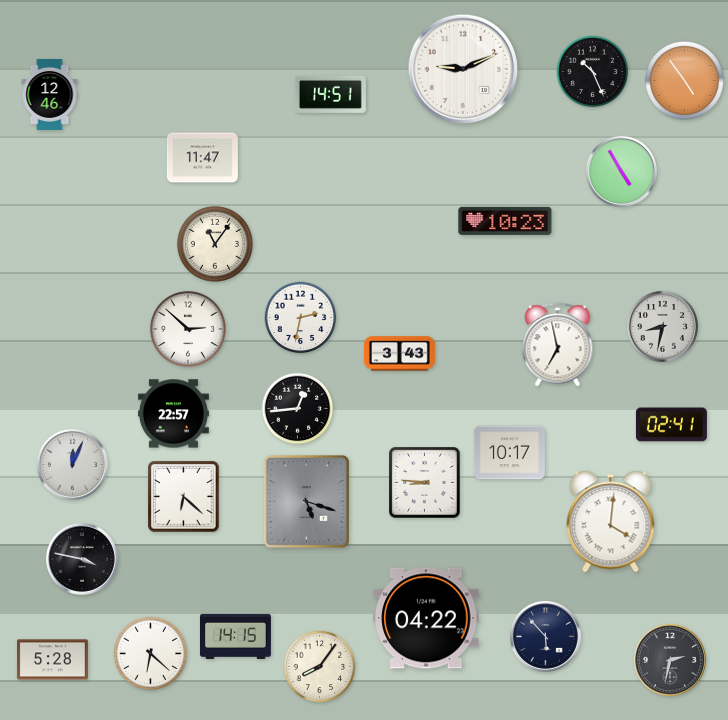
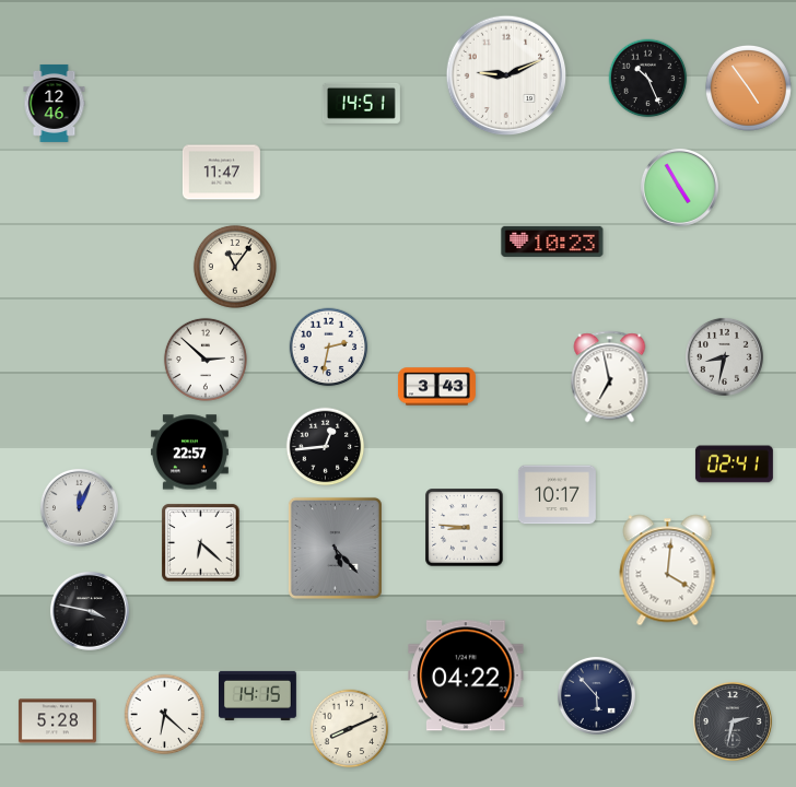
clock at (306, 501): 5:18 -> 5:23
clock at (320, 667): 8:06 -> 8:11
